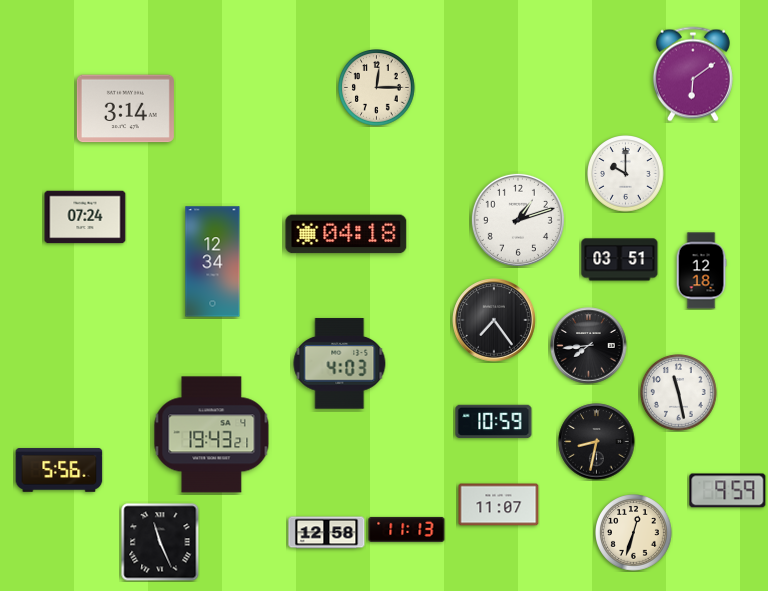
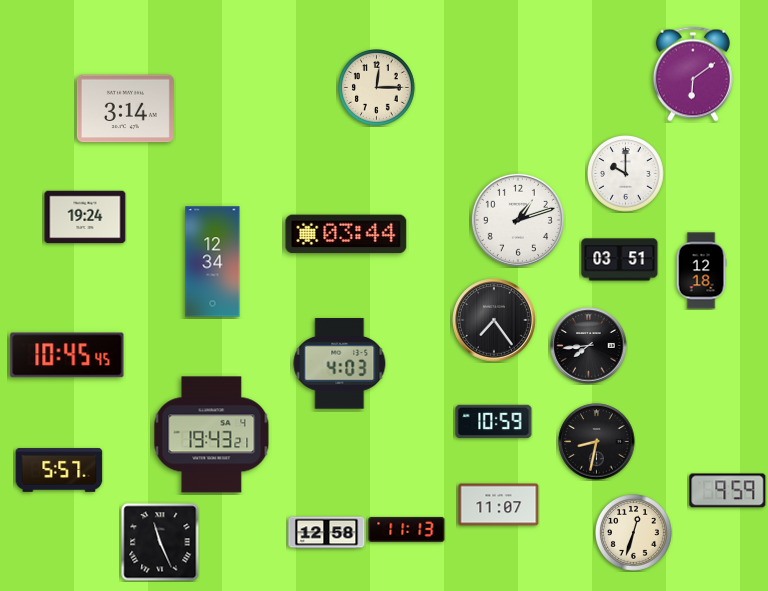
clock at (85, 217): 07:24 -> 19:24
clock at (346, 234): 04:18 -> 03:44
clock at (67, 355): none -> 10:45
clock at (679, 393): 11:28 -> none
clock at (59, 470): 5:56 -> 5:57
